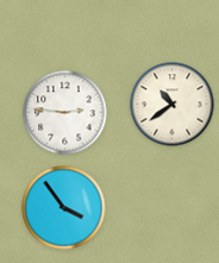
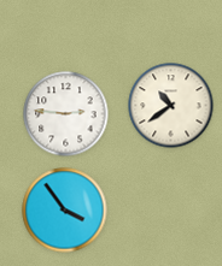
clock at (173, 105) position: (173, 105) -> (171, 106)
